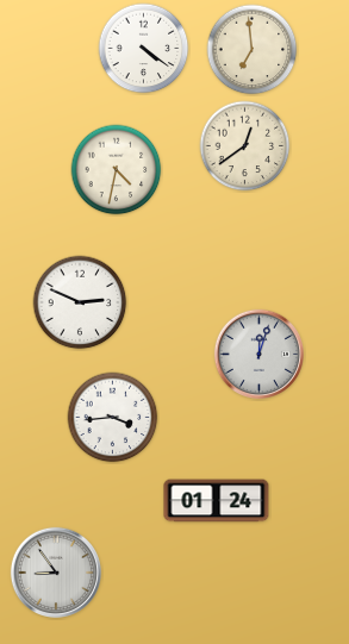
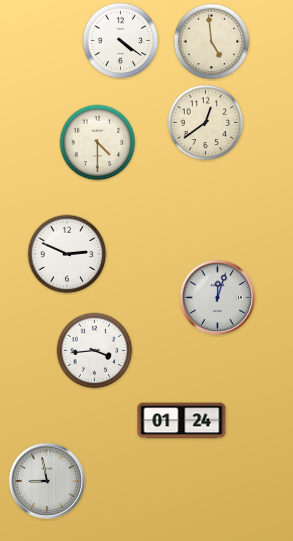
clock at (253, 50): 6:59 -> 4:59
clock at (117, 170): 4:32 -> 4:30
clock at (55, 571): 8:54 -> 8:58
